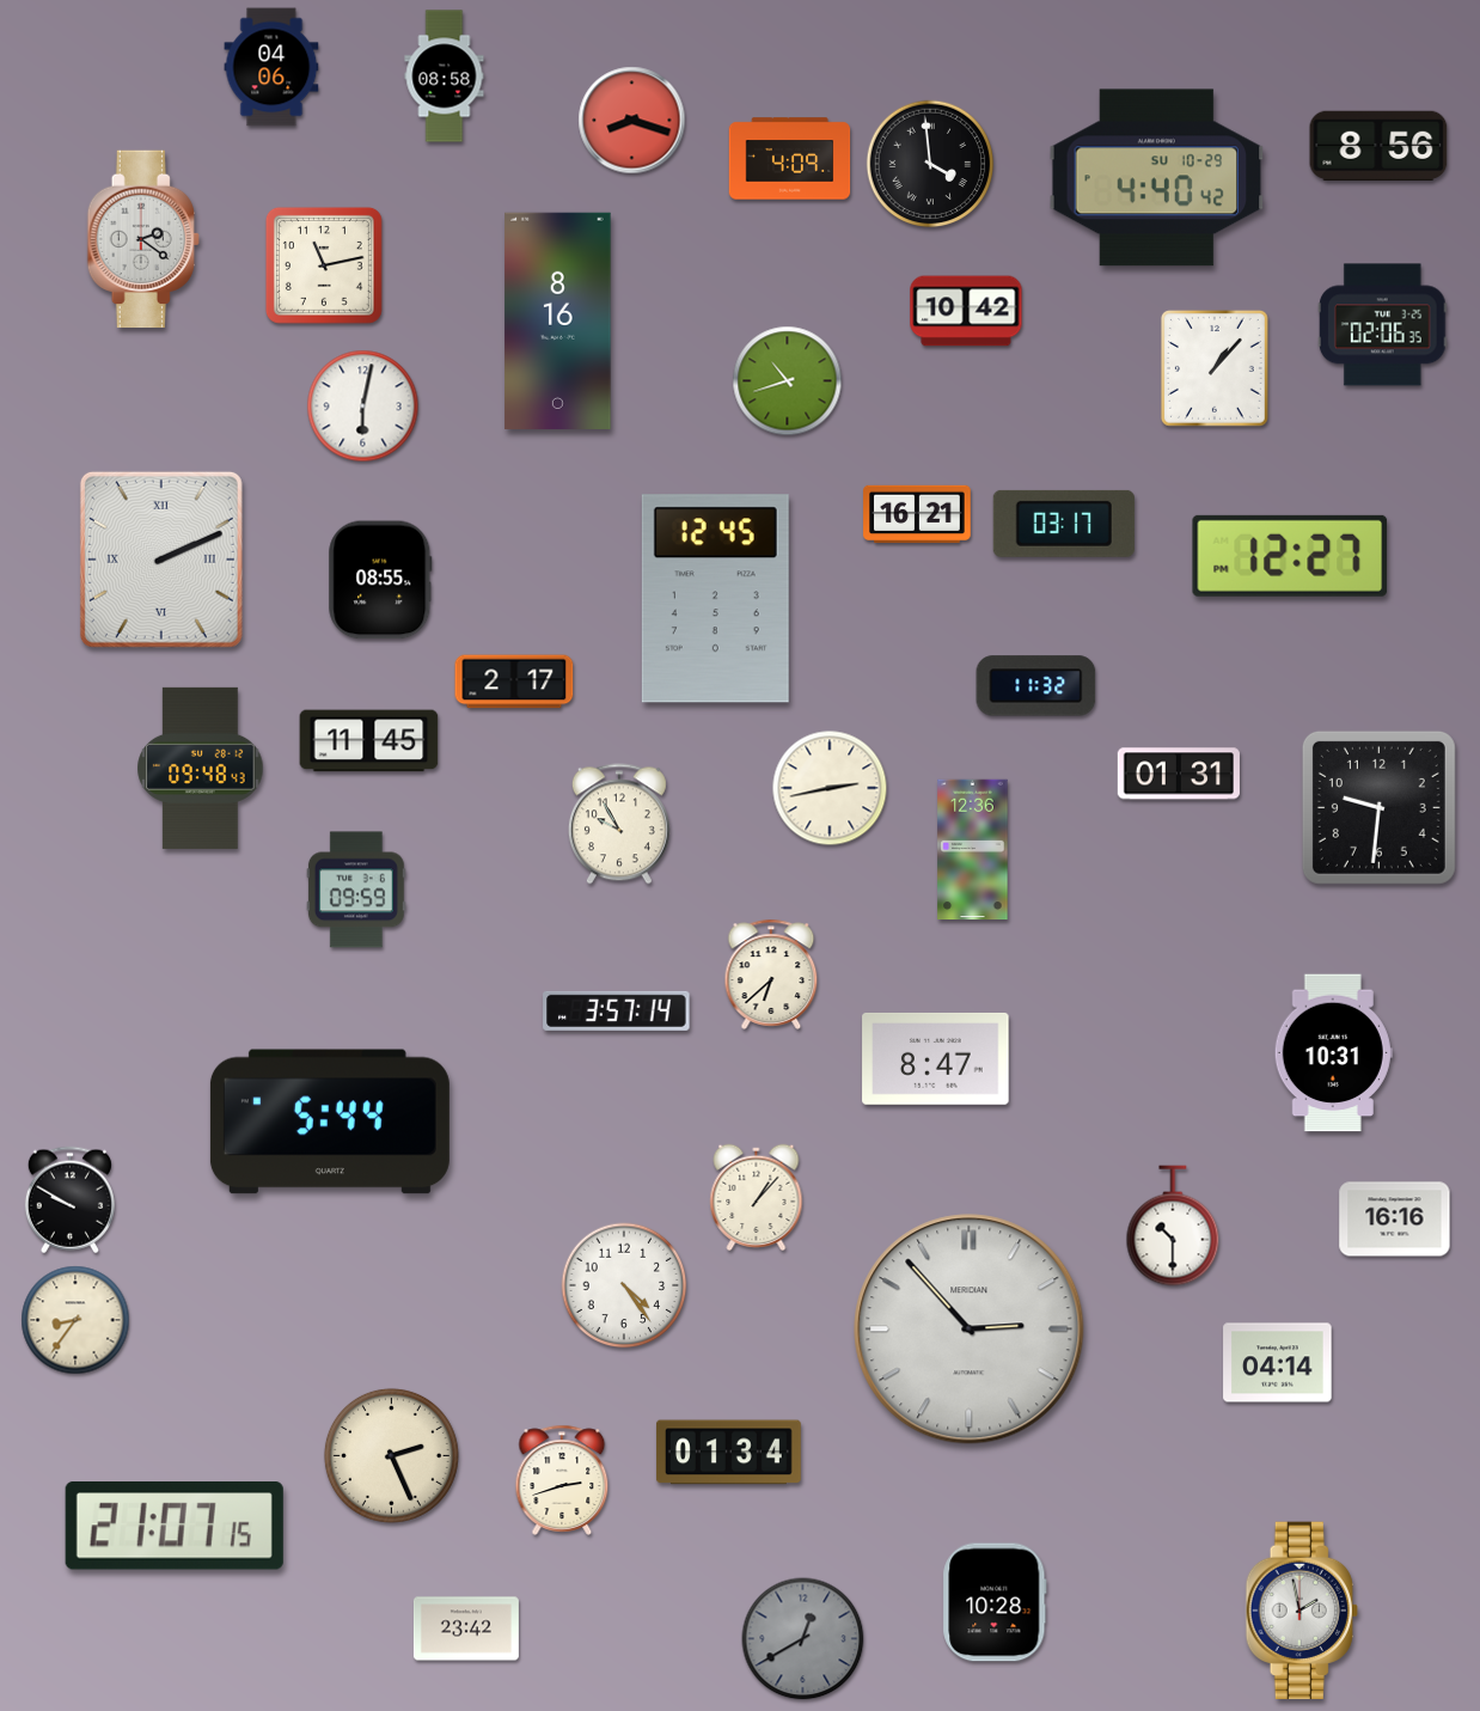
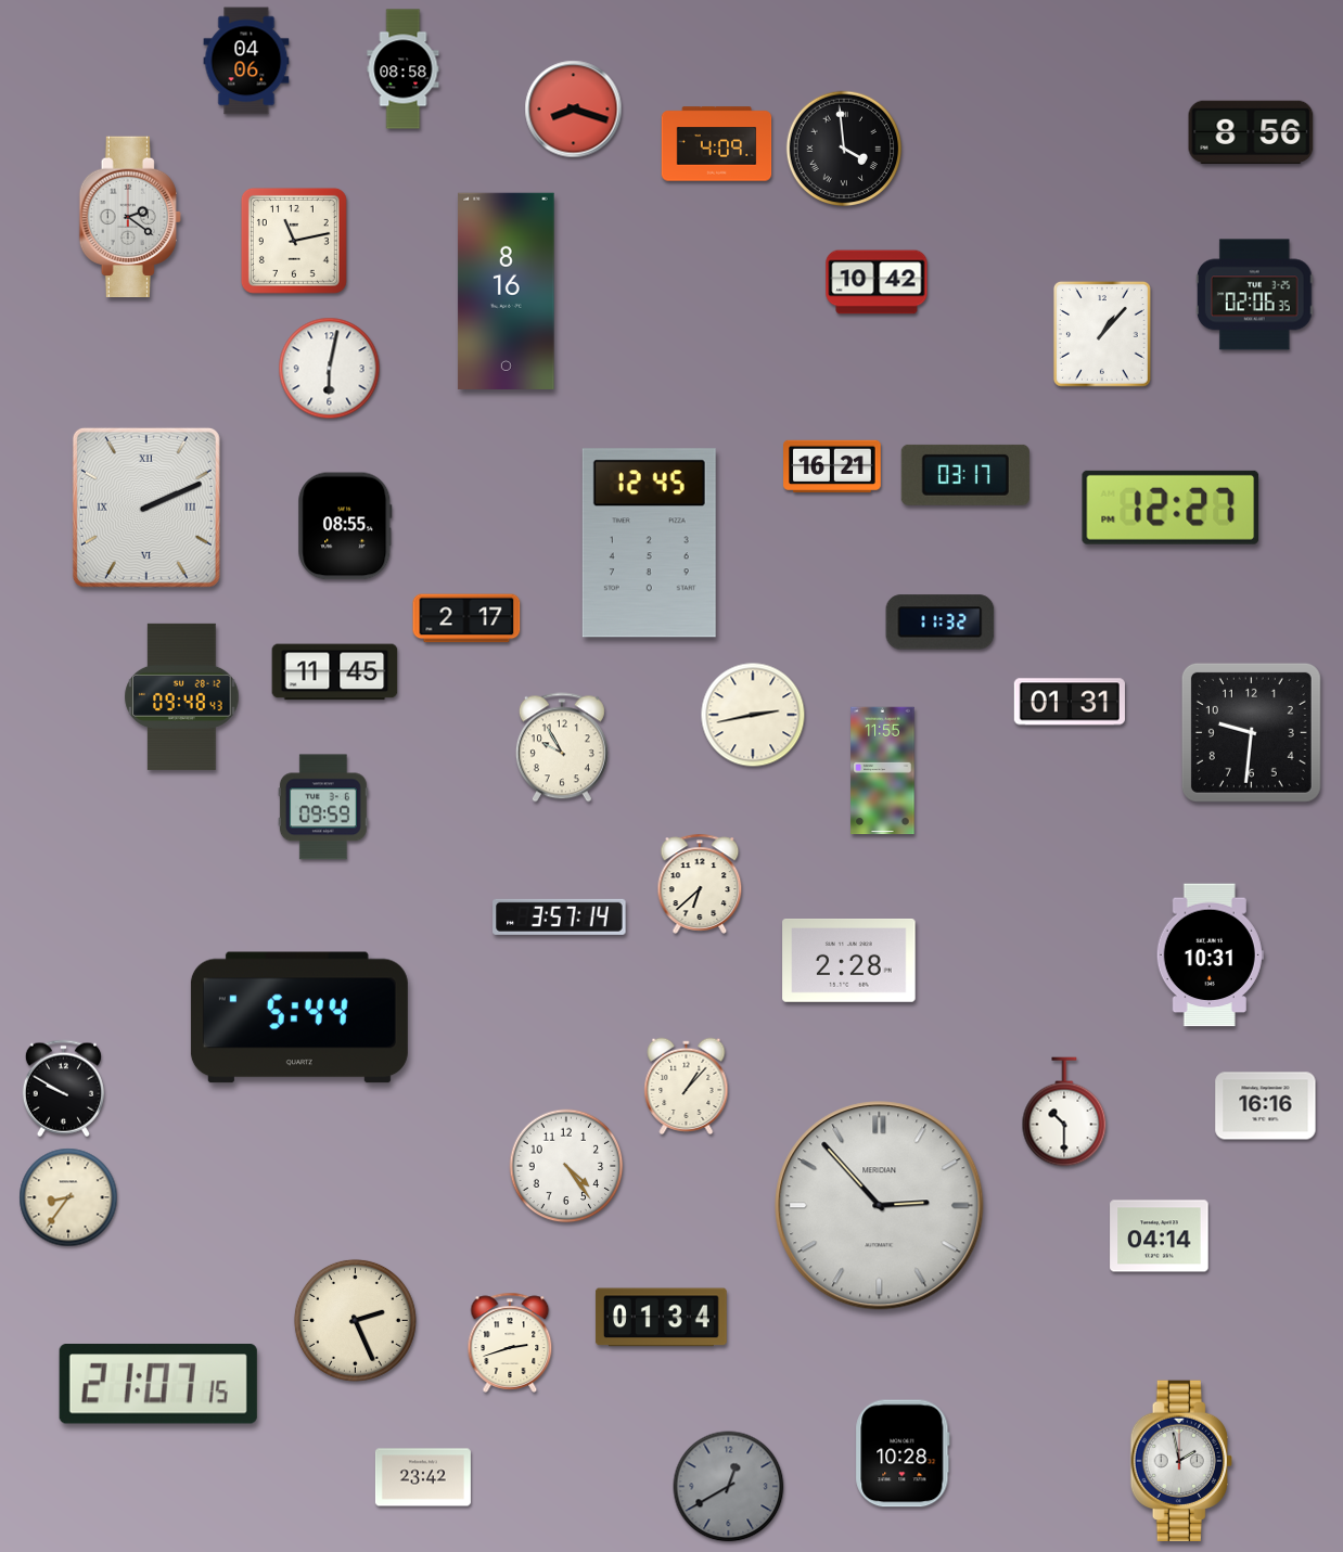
clock at (1157, 178): 4:40 -> none
clock at (788, 381): 10:42 -> none
clock at (1290, 556) position: (1290, 556) -> (1171, 508)
clock at (973, 850): 12:36 -> 11:55
clock at (936, 1058): 8:47 -> 2:28
